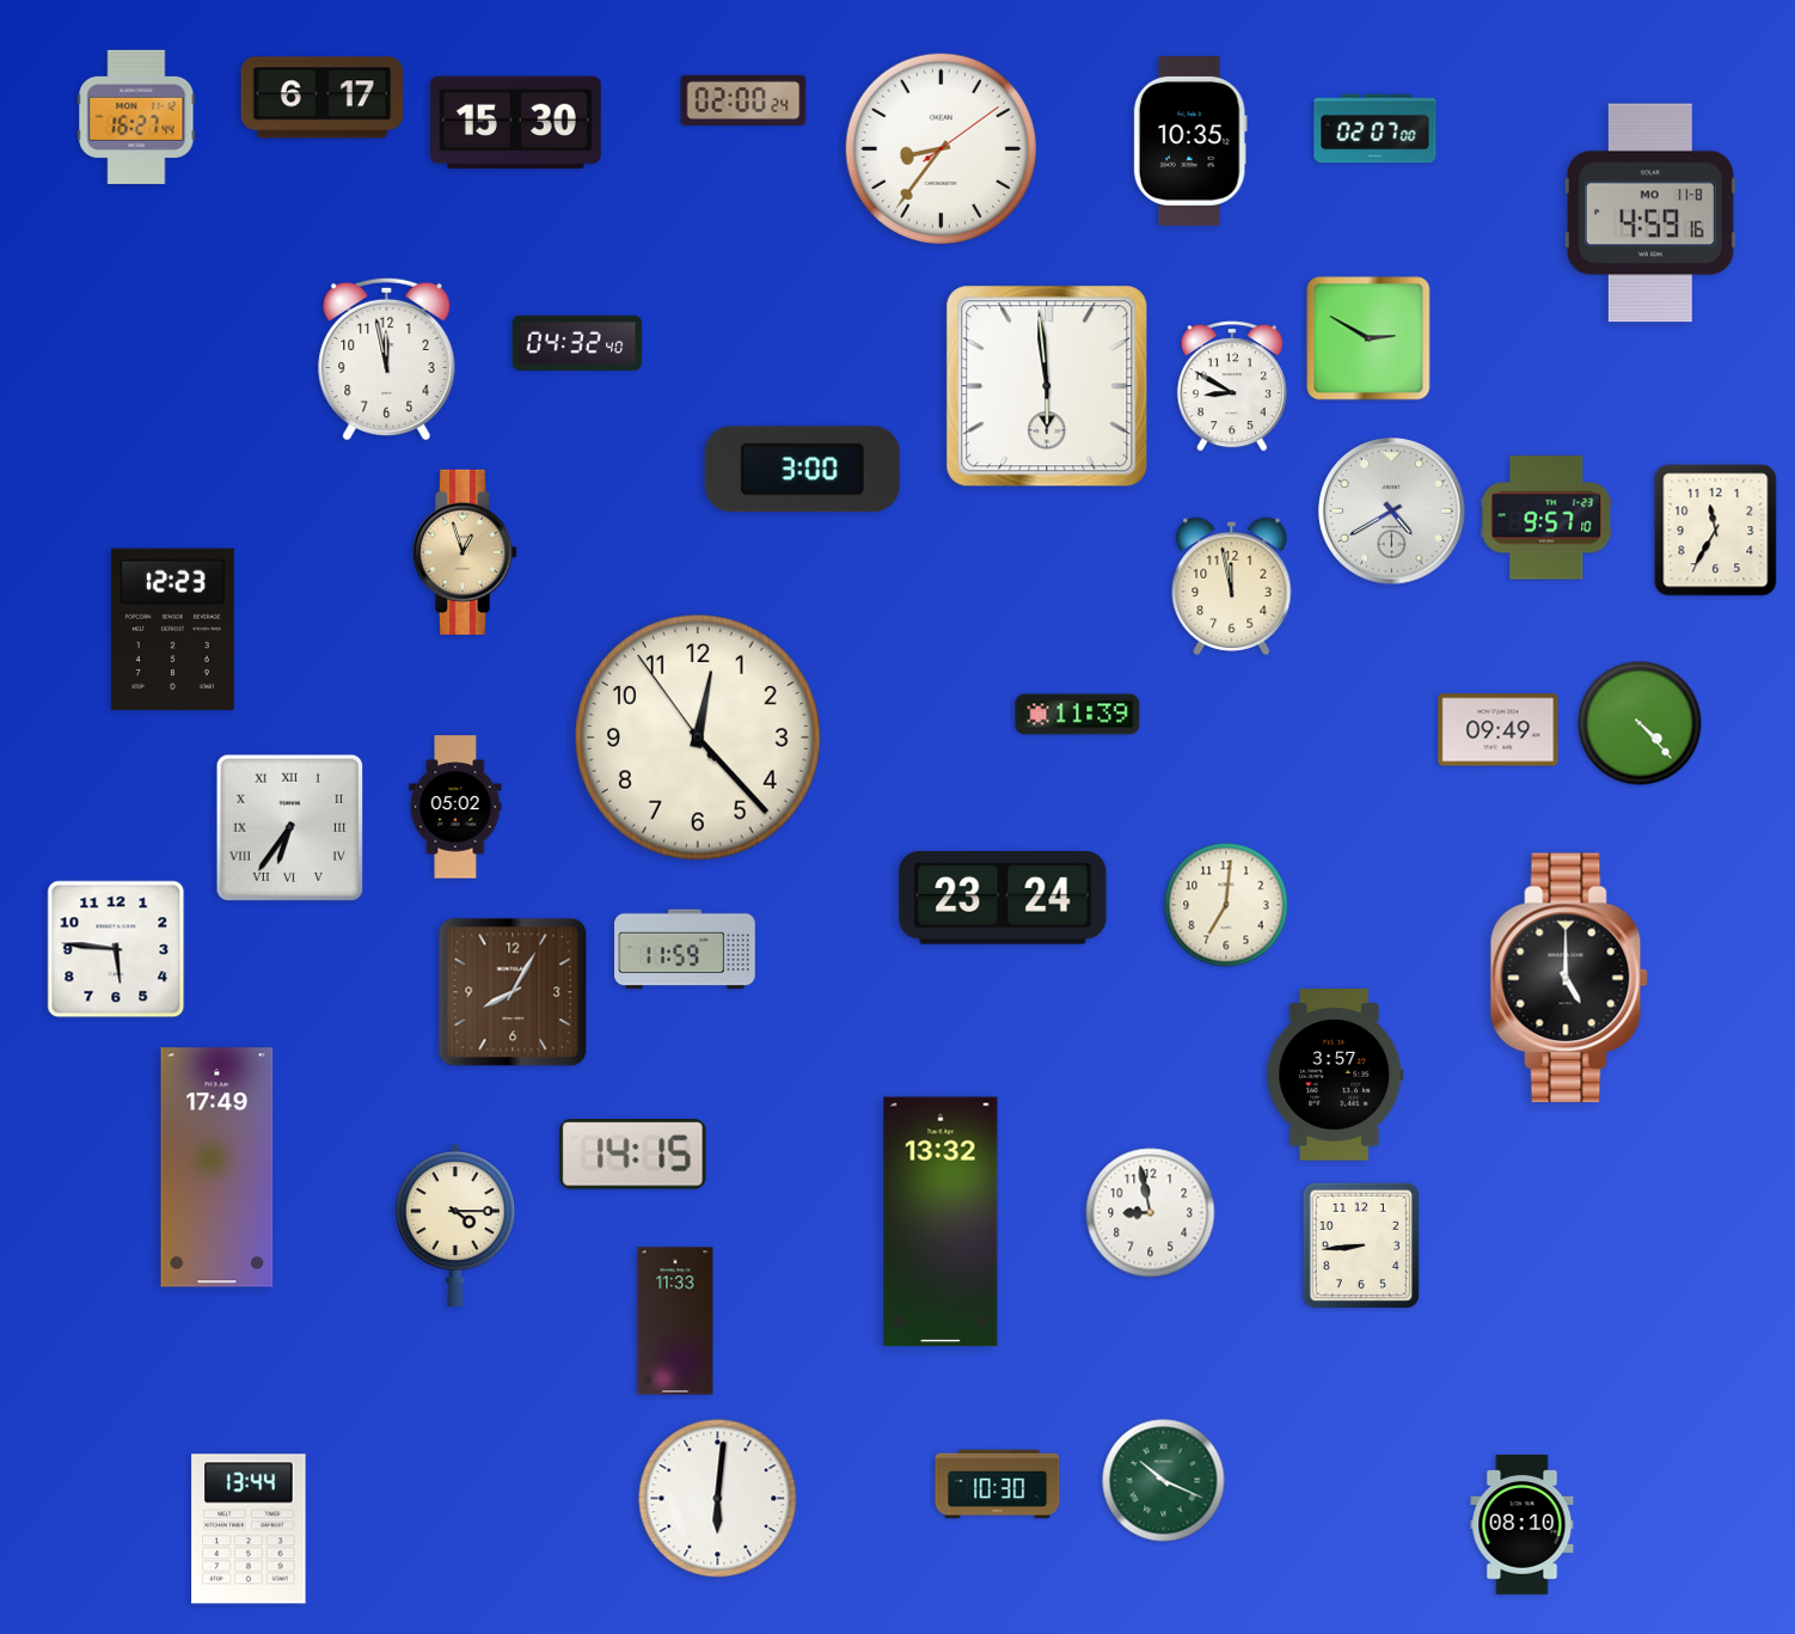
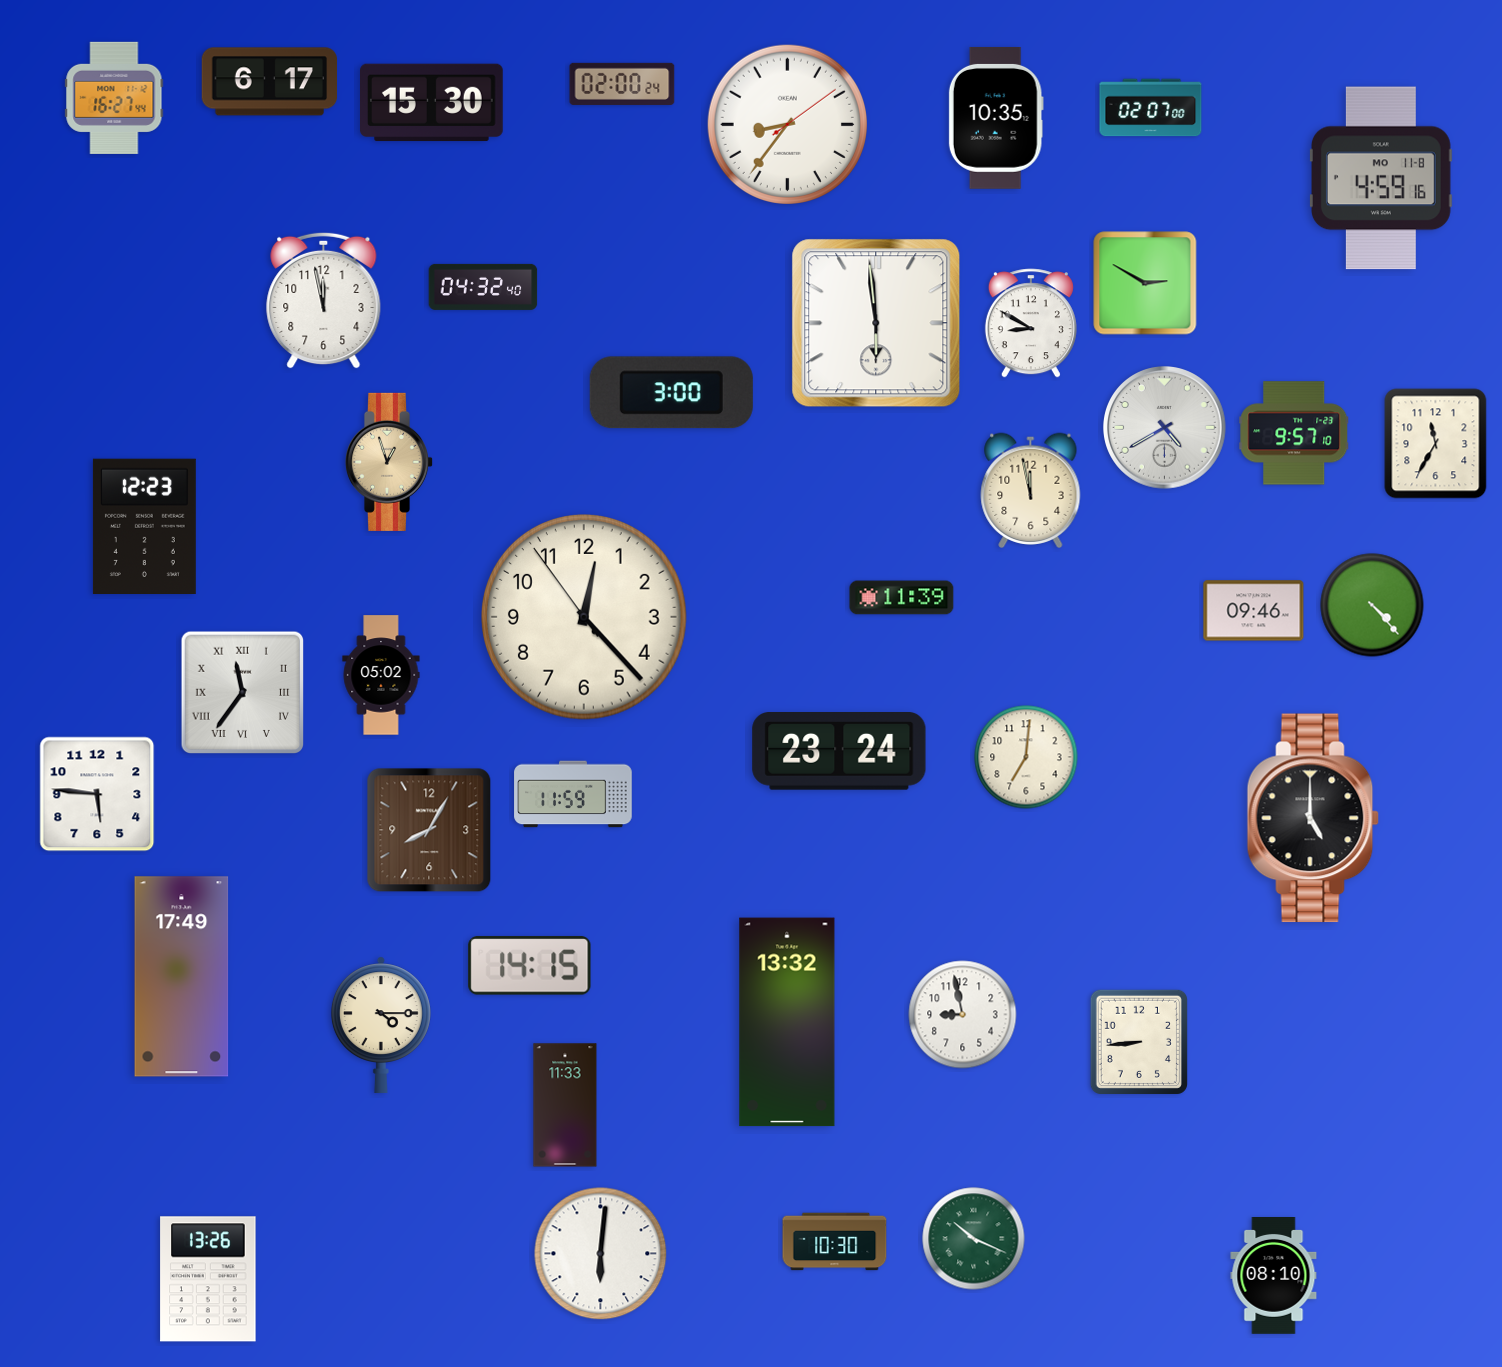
clock at (1499, 730): 09:49 -> 09:46
clock at (289, 827): 6:36 -> 11:36
clock at (1335, 1075): 3:57 -> none
clock at (249, 1529): 13:44 -> 13:26
